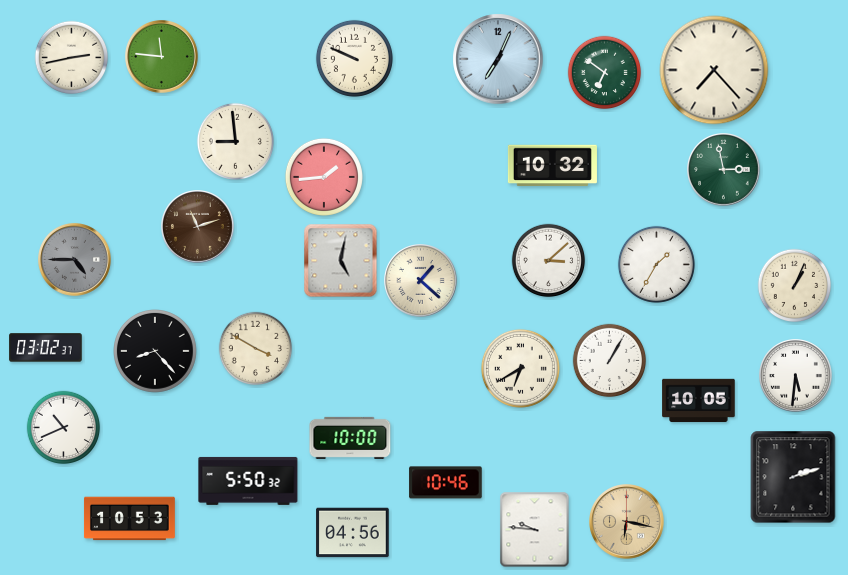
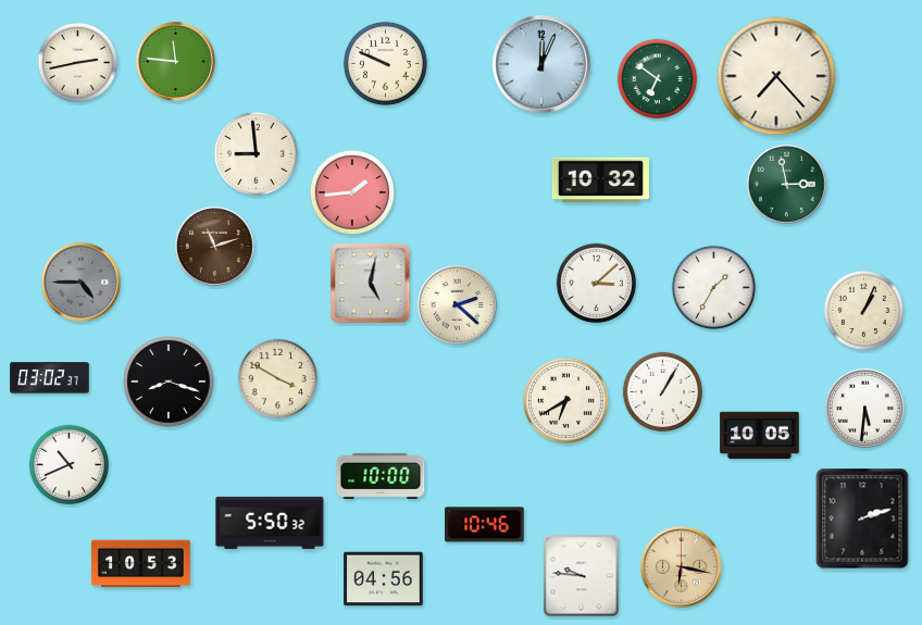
clock at (498, 59): 7:04 -> 12:04
clock at (421, 281): 1:22 -> 2:22
clock at (156, 352): 8:23 -> 8:18
